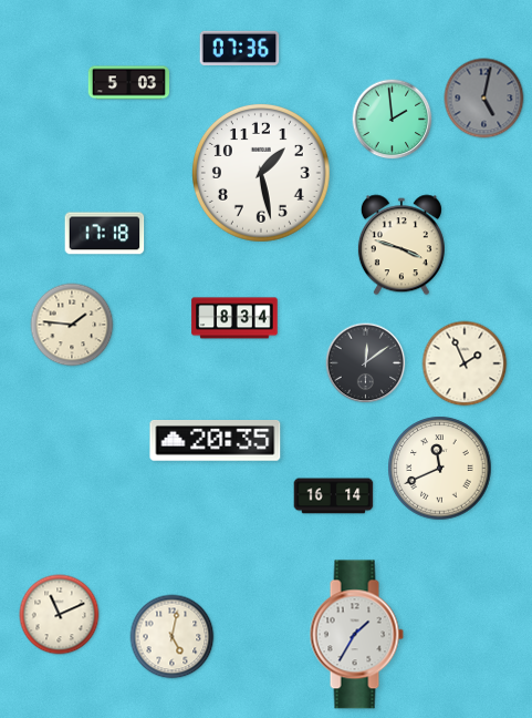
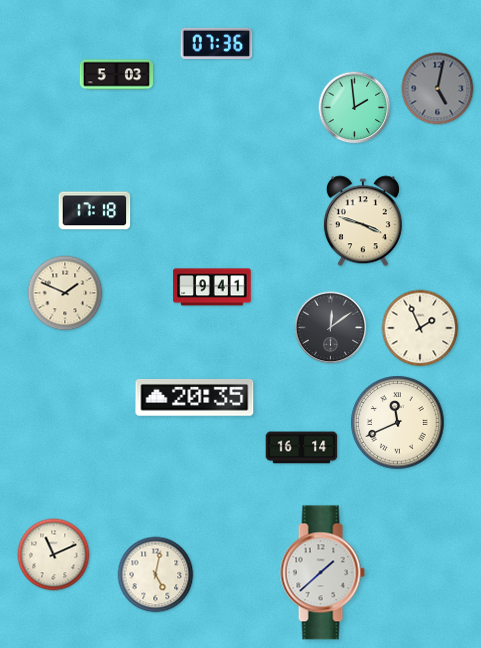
clock at (261, 173): 1:28 -> none
clock at (234, 318): 8:34 -> 9:41
clock at (72, 325): 1:46 -> 1:49
clock at (356, 635): 1:35 -> 1:38
